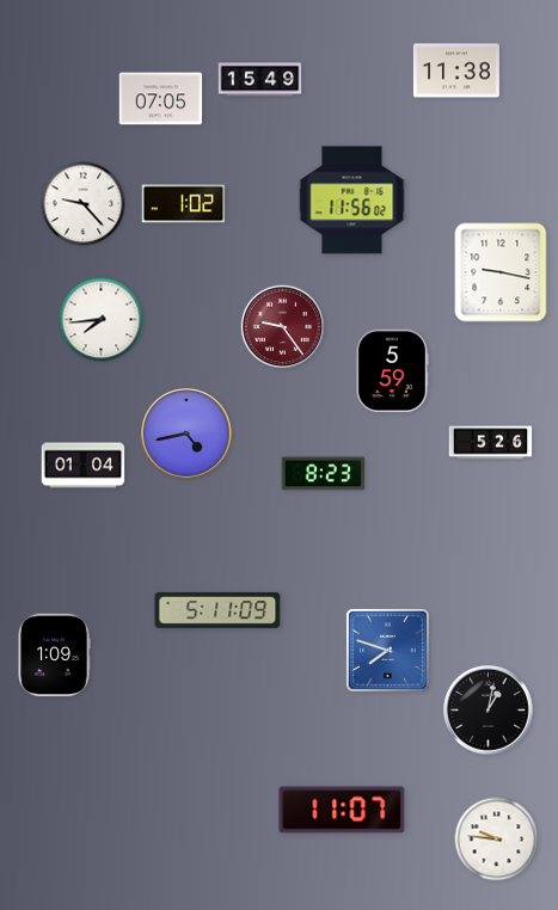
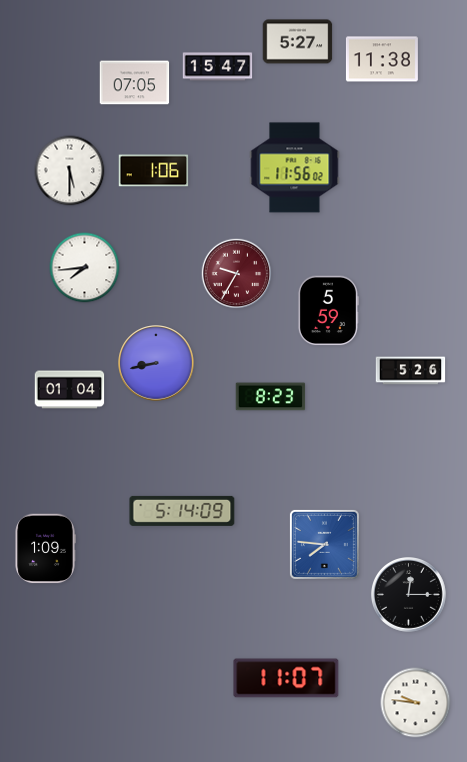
clock at (298, 42): none -> 5:27
clock at (260, 80): 15:49 -> 15:47
clock at (84, 204): 9:23 -> 5:30
clock at (184, 204): 1:02 -> 1:06
clock at (501, 272): 9:17 -> none
clock at (283, 327): 9:24 -> 9:35
clock at (186, 434): 4:43 -> 8:43
clock at (217, 610): 5:11 -> 5:14
clock at (387, 650): 7:48 -> 7:46
clock at (489, 711): 1:02 -> 12:15
